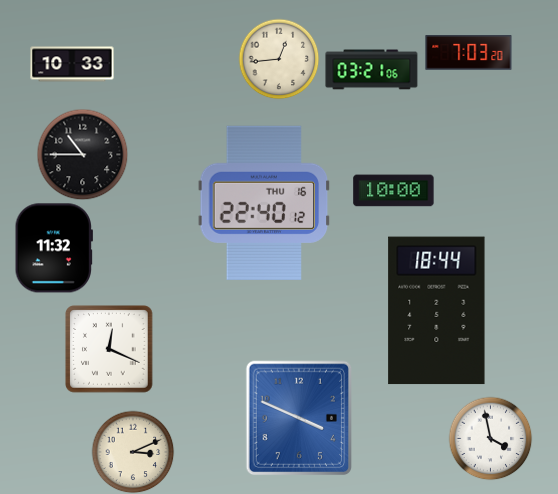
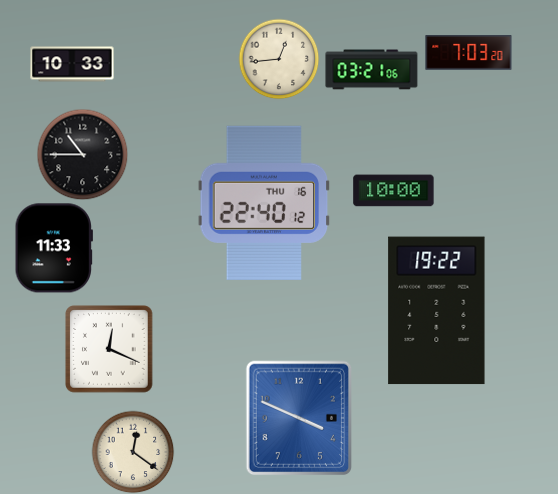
clock at (54, 248): 11:32 -> 11:33
clock at (437, 311): 18:44 -> 19:22
clock at (490, 438): 3:58 -> none
clock at (133, 452): 3:11 -> 12:21
